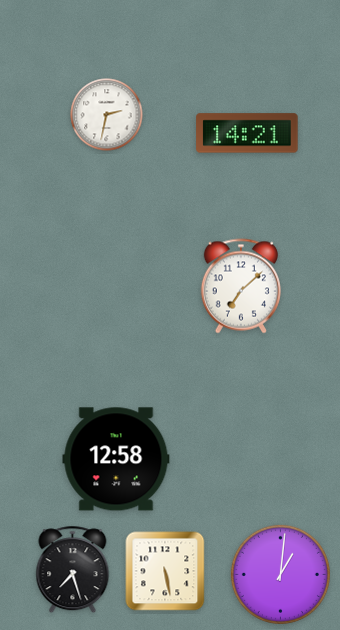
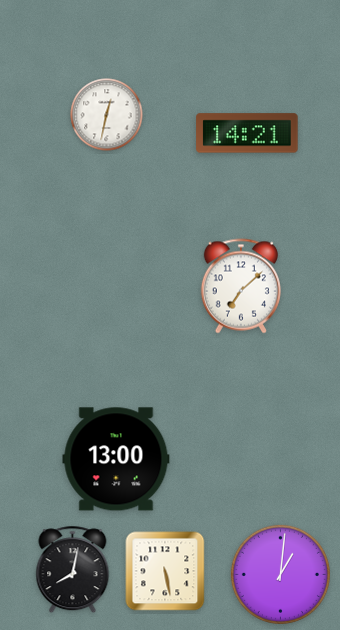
clock at (107, 115): 2:32 -> 12:32
clock at (116, 459): 12:58 -> 13:00
clock at (73, 570): 7:27 -> 8:02
